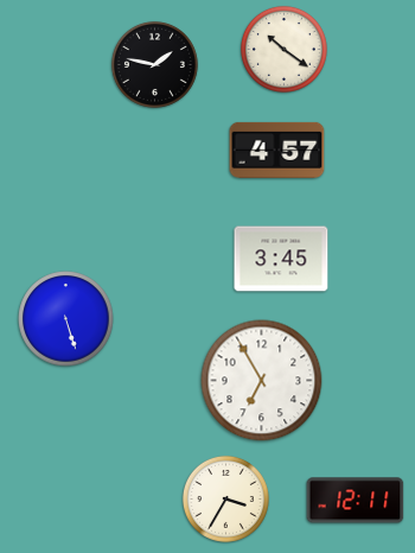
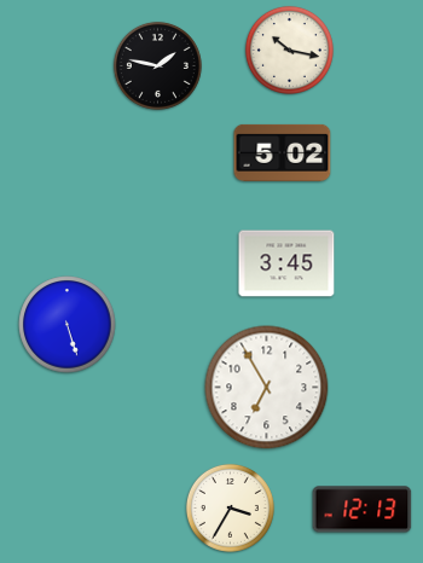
clock at (283, 49): 10:21 -> 10:17
clock at (277, 150): 4:57 -> 5:02
clock at (356, 501): 12:11 -> 12:13
